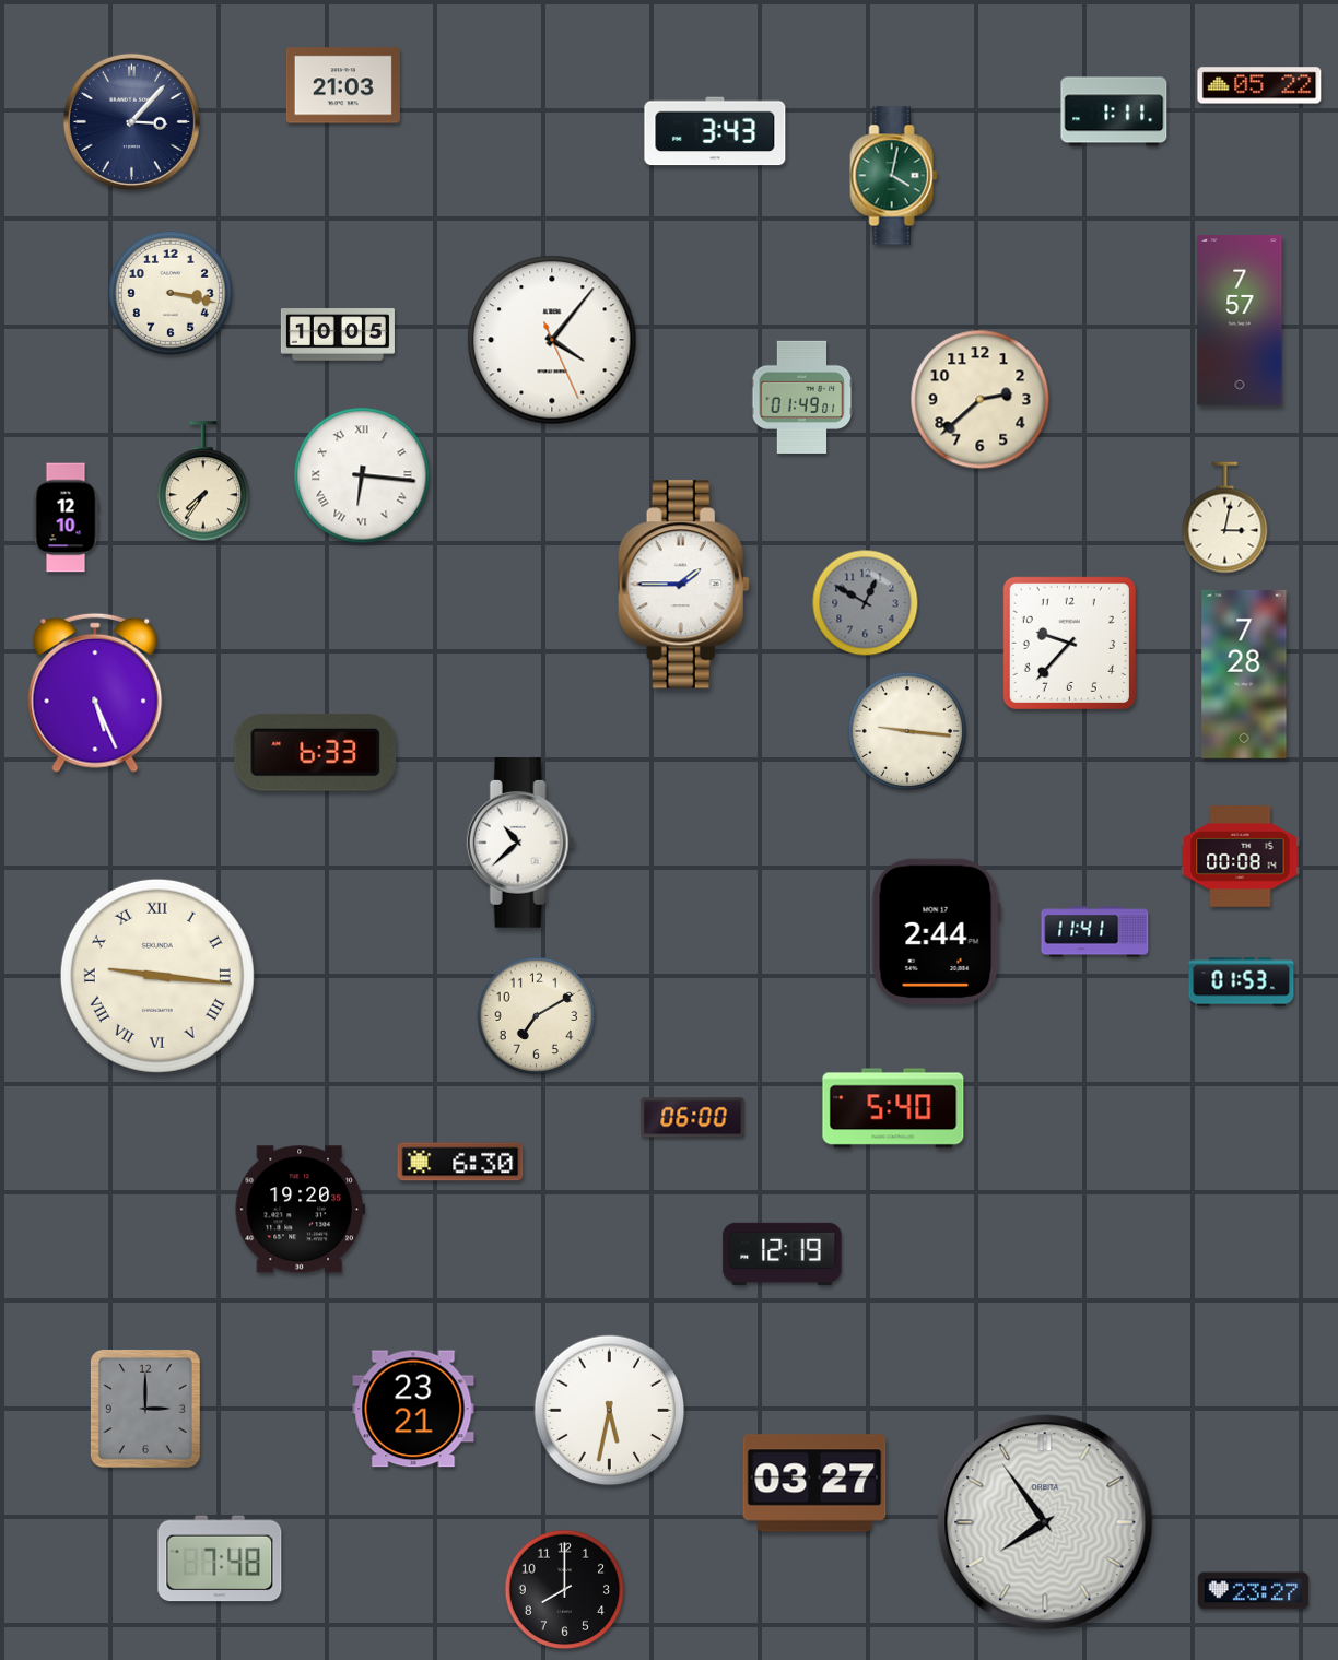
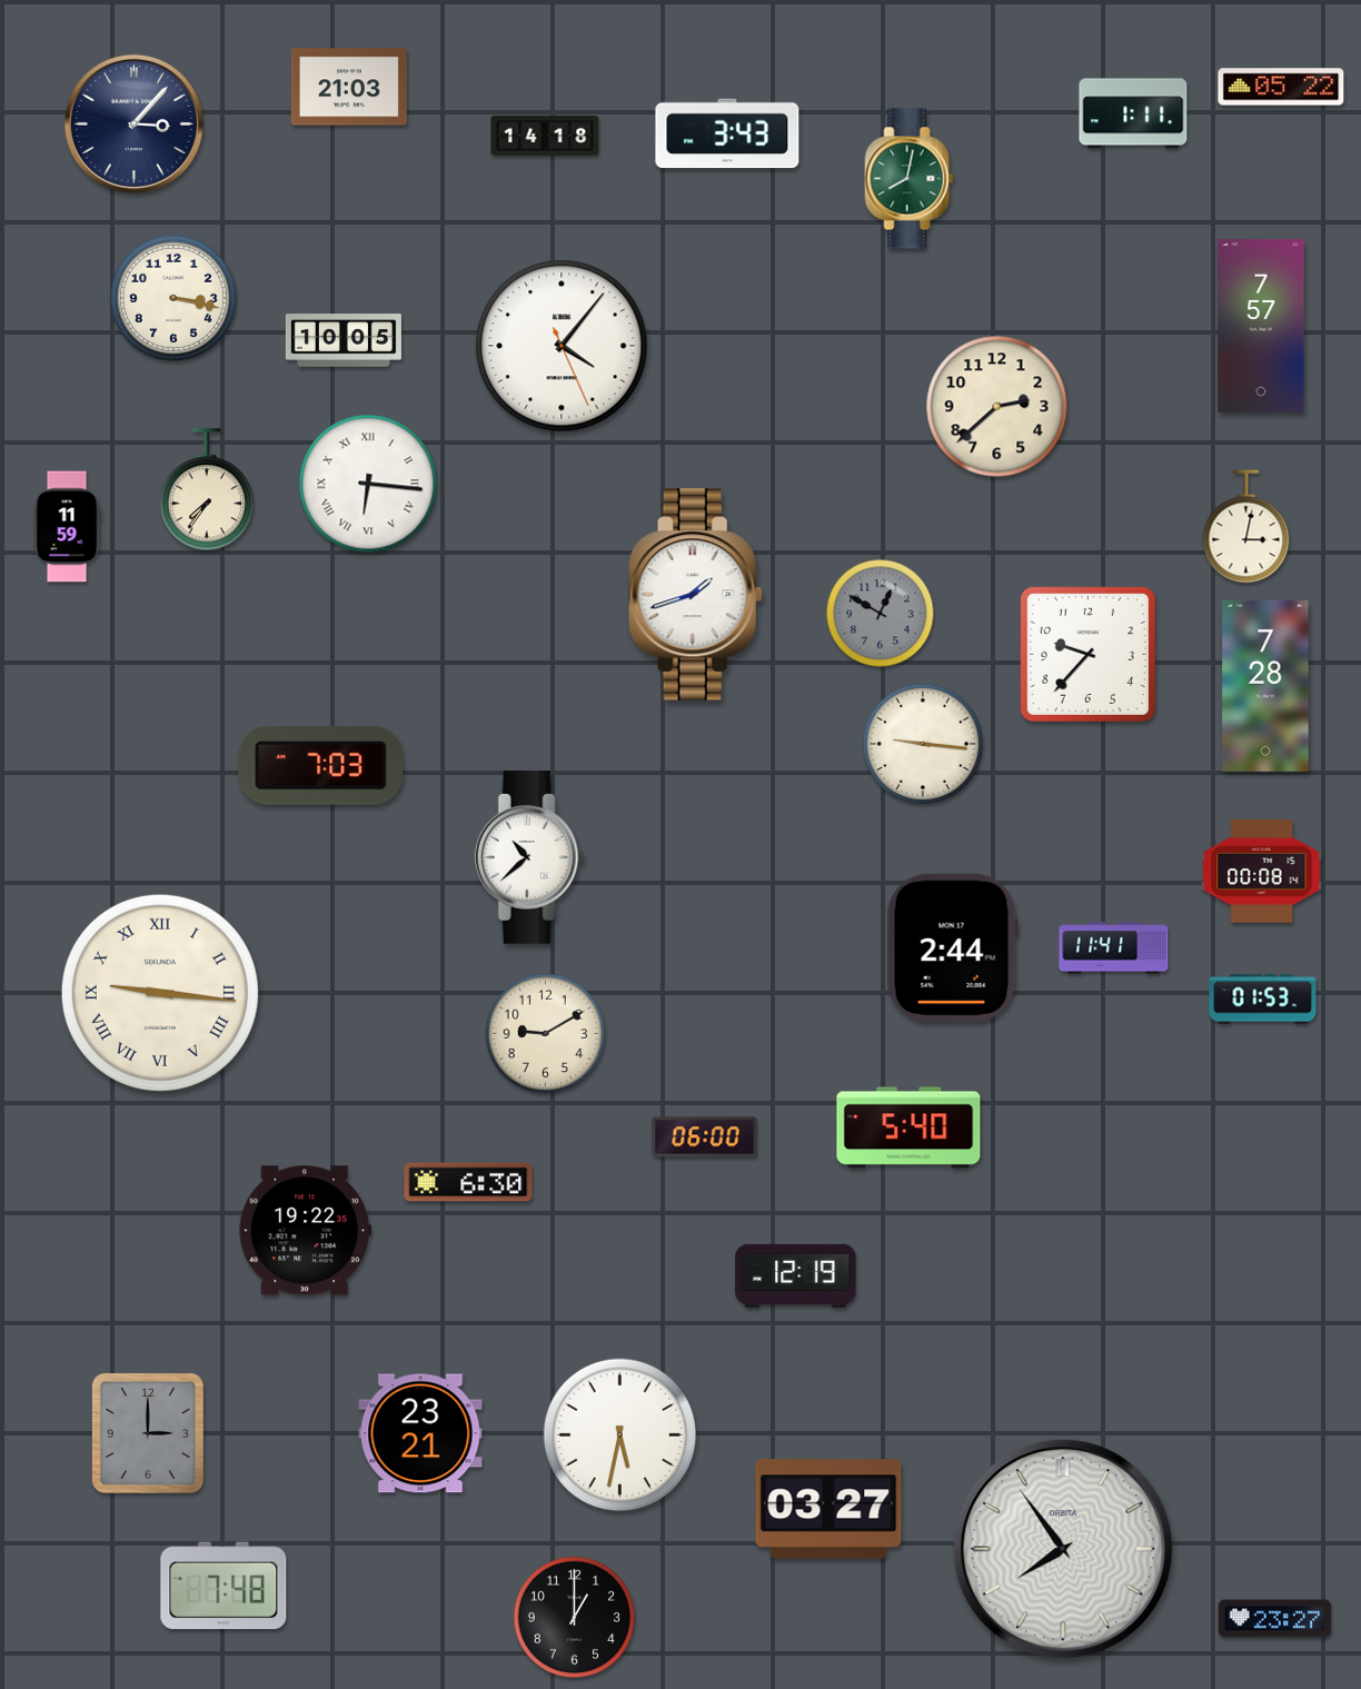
clock at (545, 137): none -> 14:18
clock at (894, 176): 4:02 -> 8:02
clock at (802, 397): 01:49 -> none
clock at (66, 518): 12:10 -> 11:59
clock at (683, 585): 1:45 -> 1:42
clock at (95, 693): 5:26 -> none
clock at (316, 752): 6:33 -> 7:03
clock at (537, 1016): 7:10 -> 9:10
clock at (300, 1210): 19:20 -> 19:22
clock at (564, 1589): 8:00 -> 1:00
